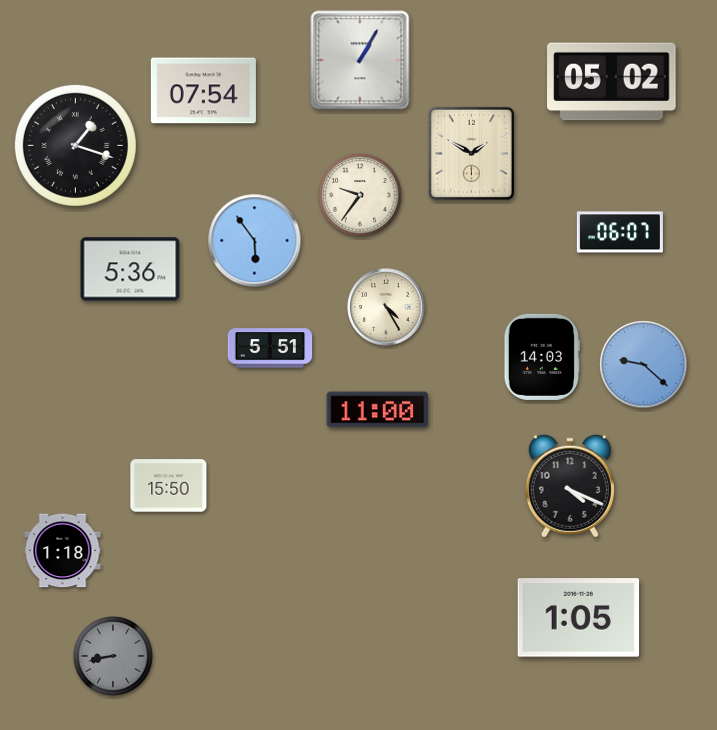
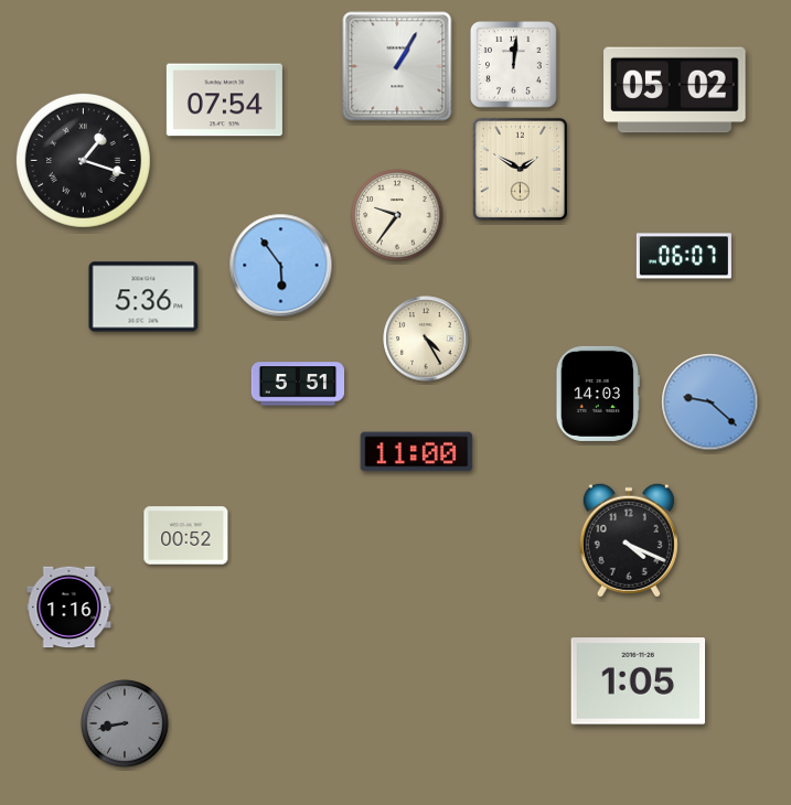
clock at (514, 65): none -> 12:01
clock at (169, 486): 15:50 -> 00:52
clock at (570, 486) position: (570, 486) -> (629, 540)
clock at (63, 551): 1:18 -> 1:16
